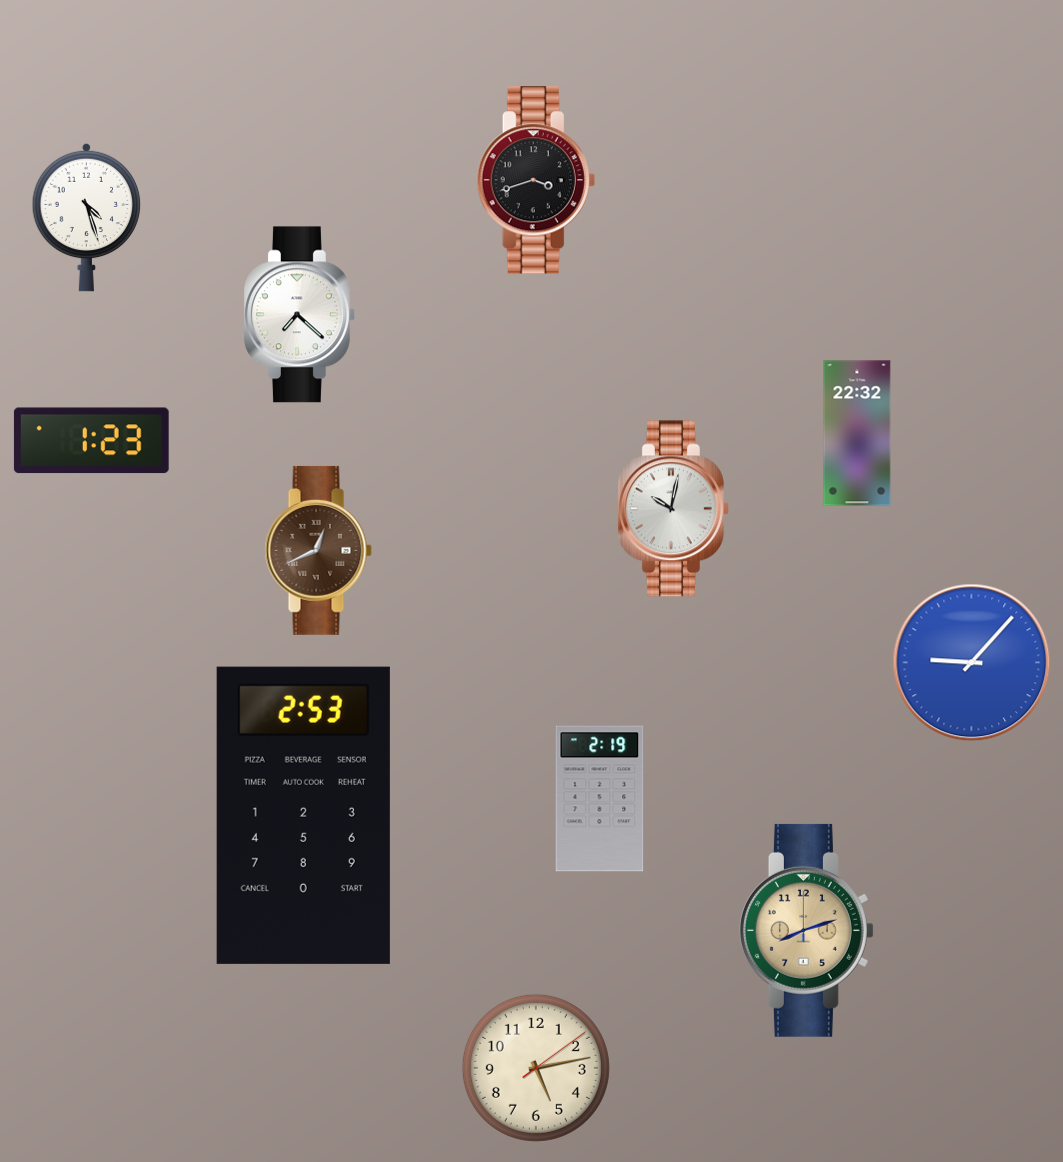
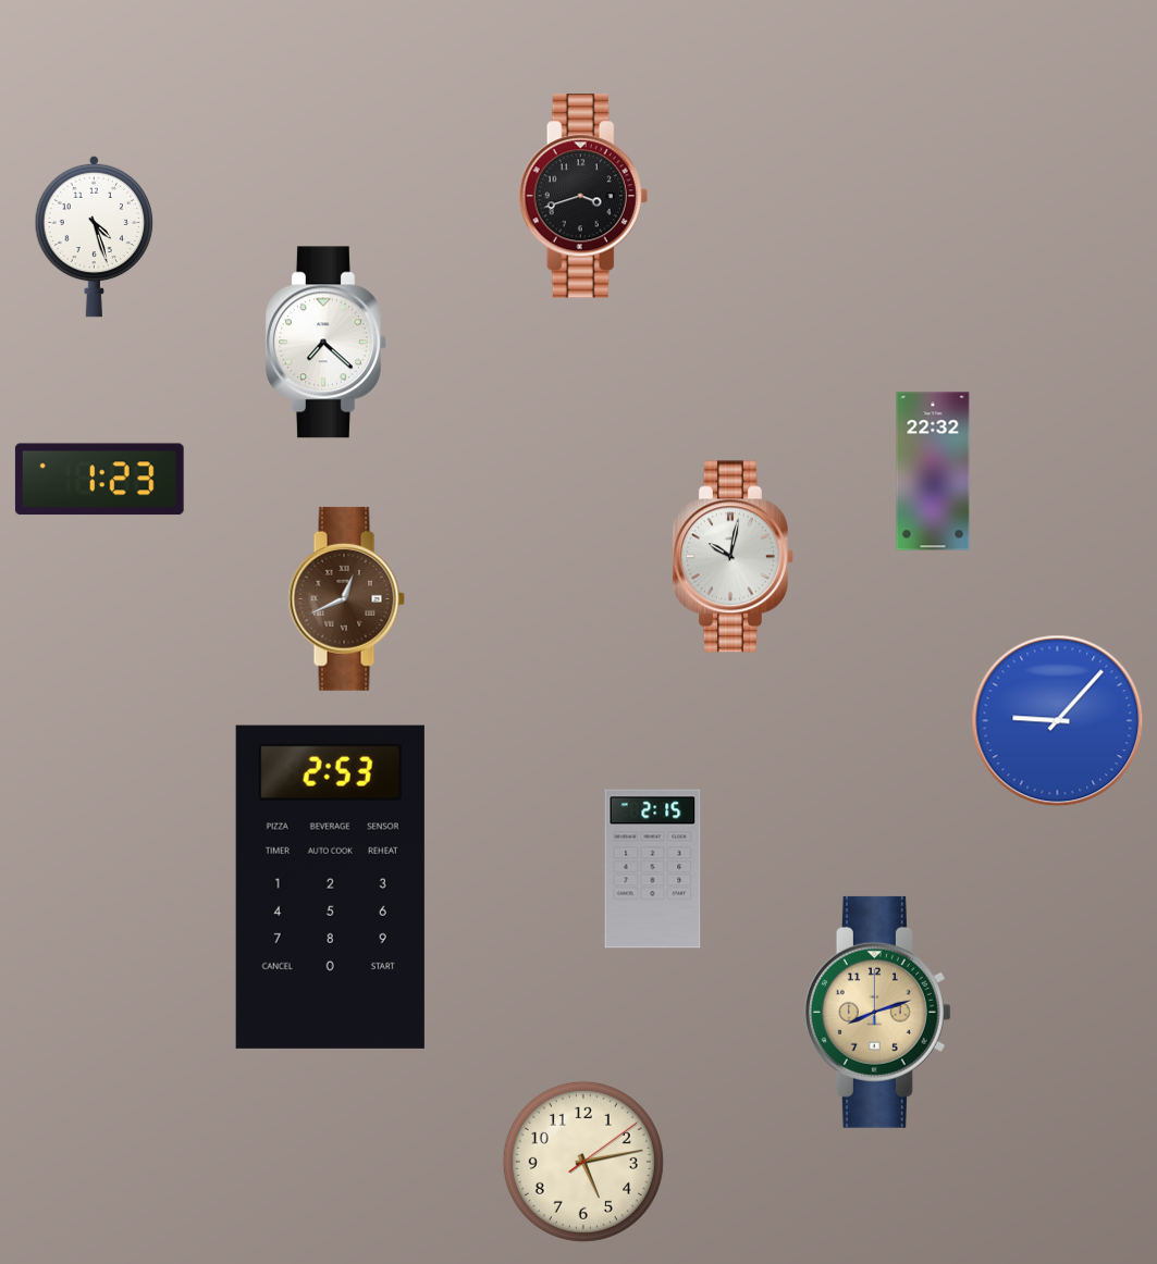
clock at (673, 509) position: (673, 509) -> (733, 557)
clock at (600, 799): 2:19 -> 2:15
